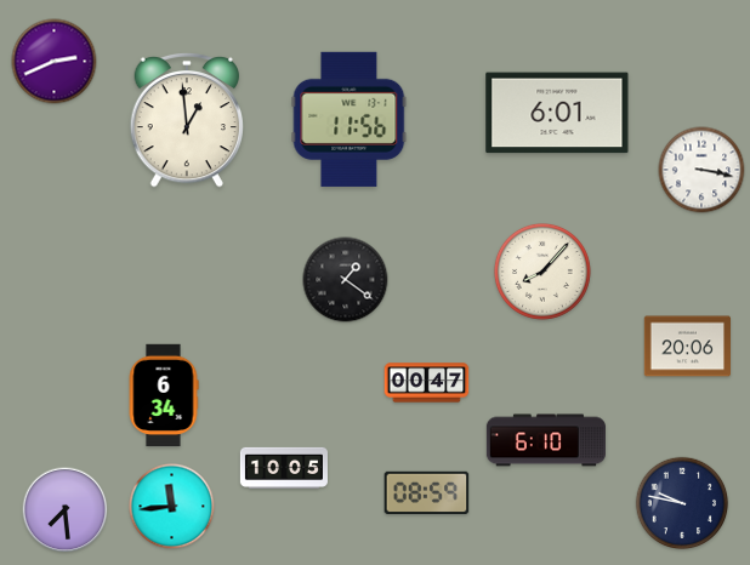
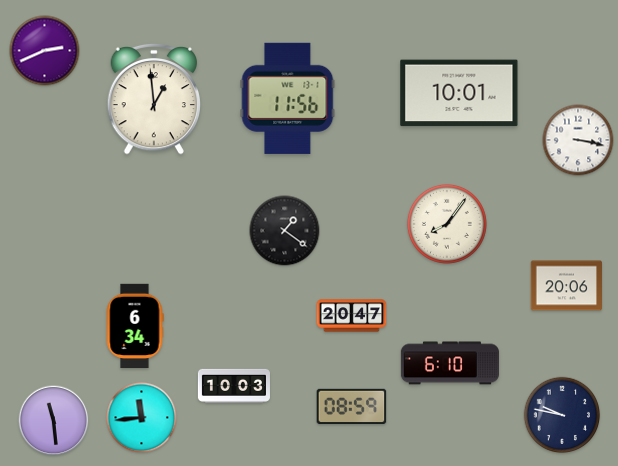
clock at (557, 113): 6:01 -> 10:01
clock at (542, 272): 8:07 -> 8:06
clock at (427, 383): 00:47 -> 20:47
clock at (284, 468): 10:05 -> 10:03
clock at (66, 510): 7:29 -> 11:29
